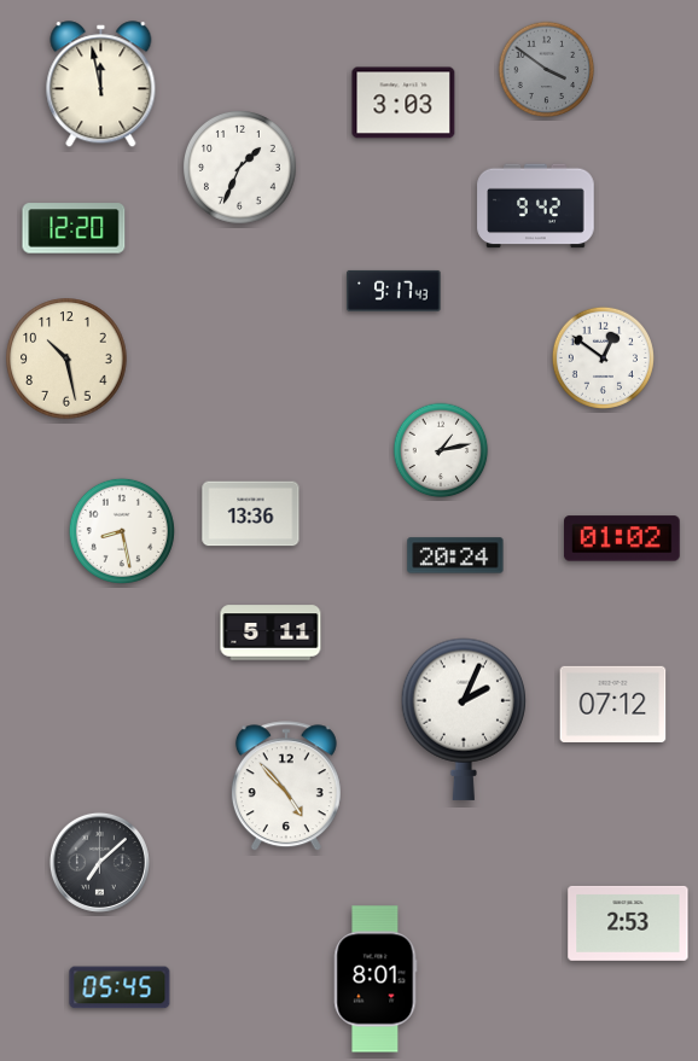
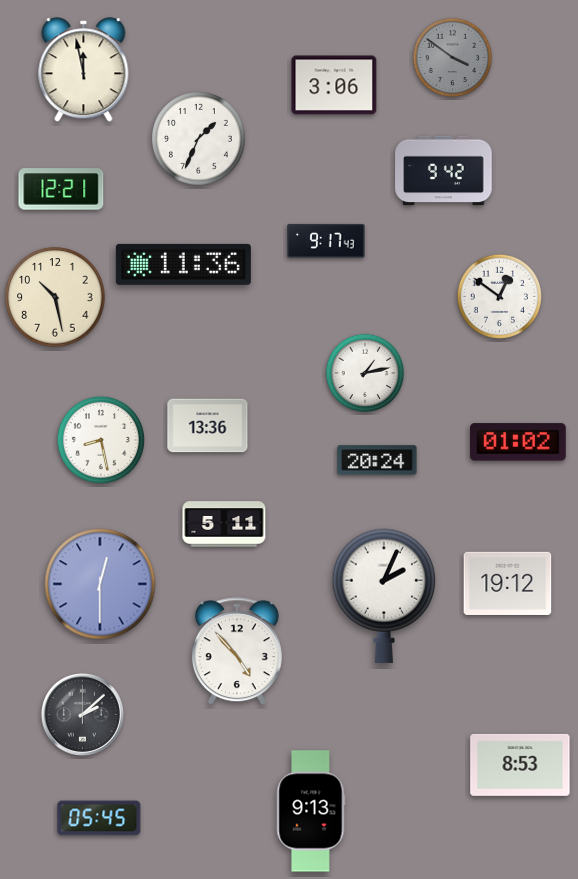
clock at (403, 103): 3:03 -> 3:06
clock at (74, 228): 12:20 -> 12:21
clock at (183, 264): none -> 11:36
clock at (623, 538) position: (623, 538) -> (519, 442)
clock at (613, 704): 07:12 -> 19:12
clock at (100, 584): none -> 12:30
clock at (99, 862): 7:08 -> 2:08
clock at (628, 923): 2:53 -> 8:53
clock at (376, 979): 8:01 -> 9:13
